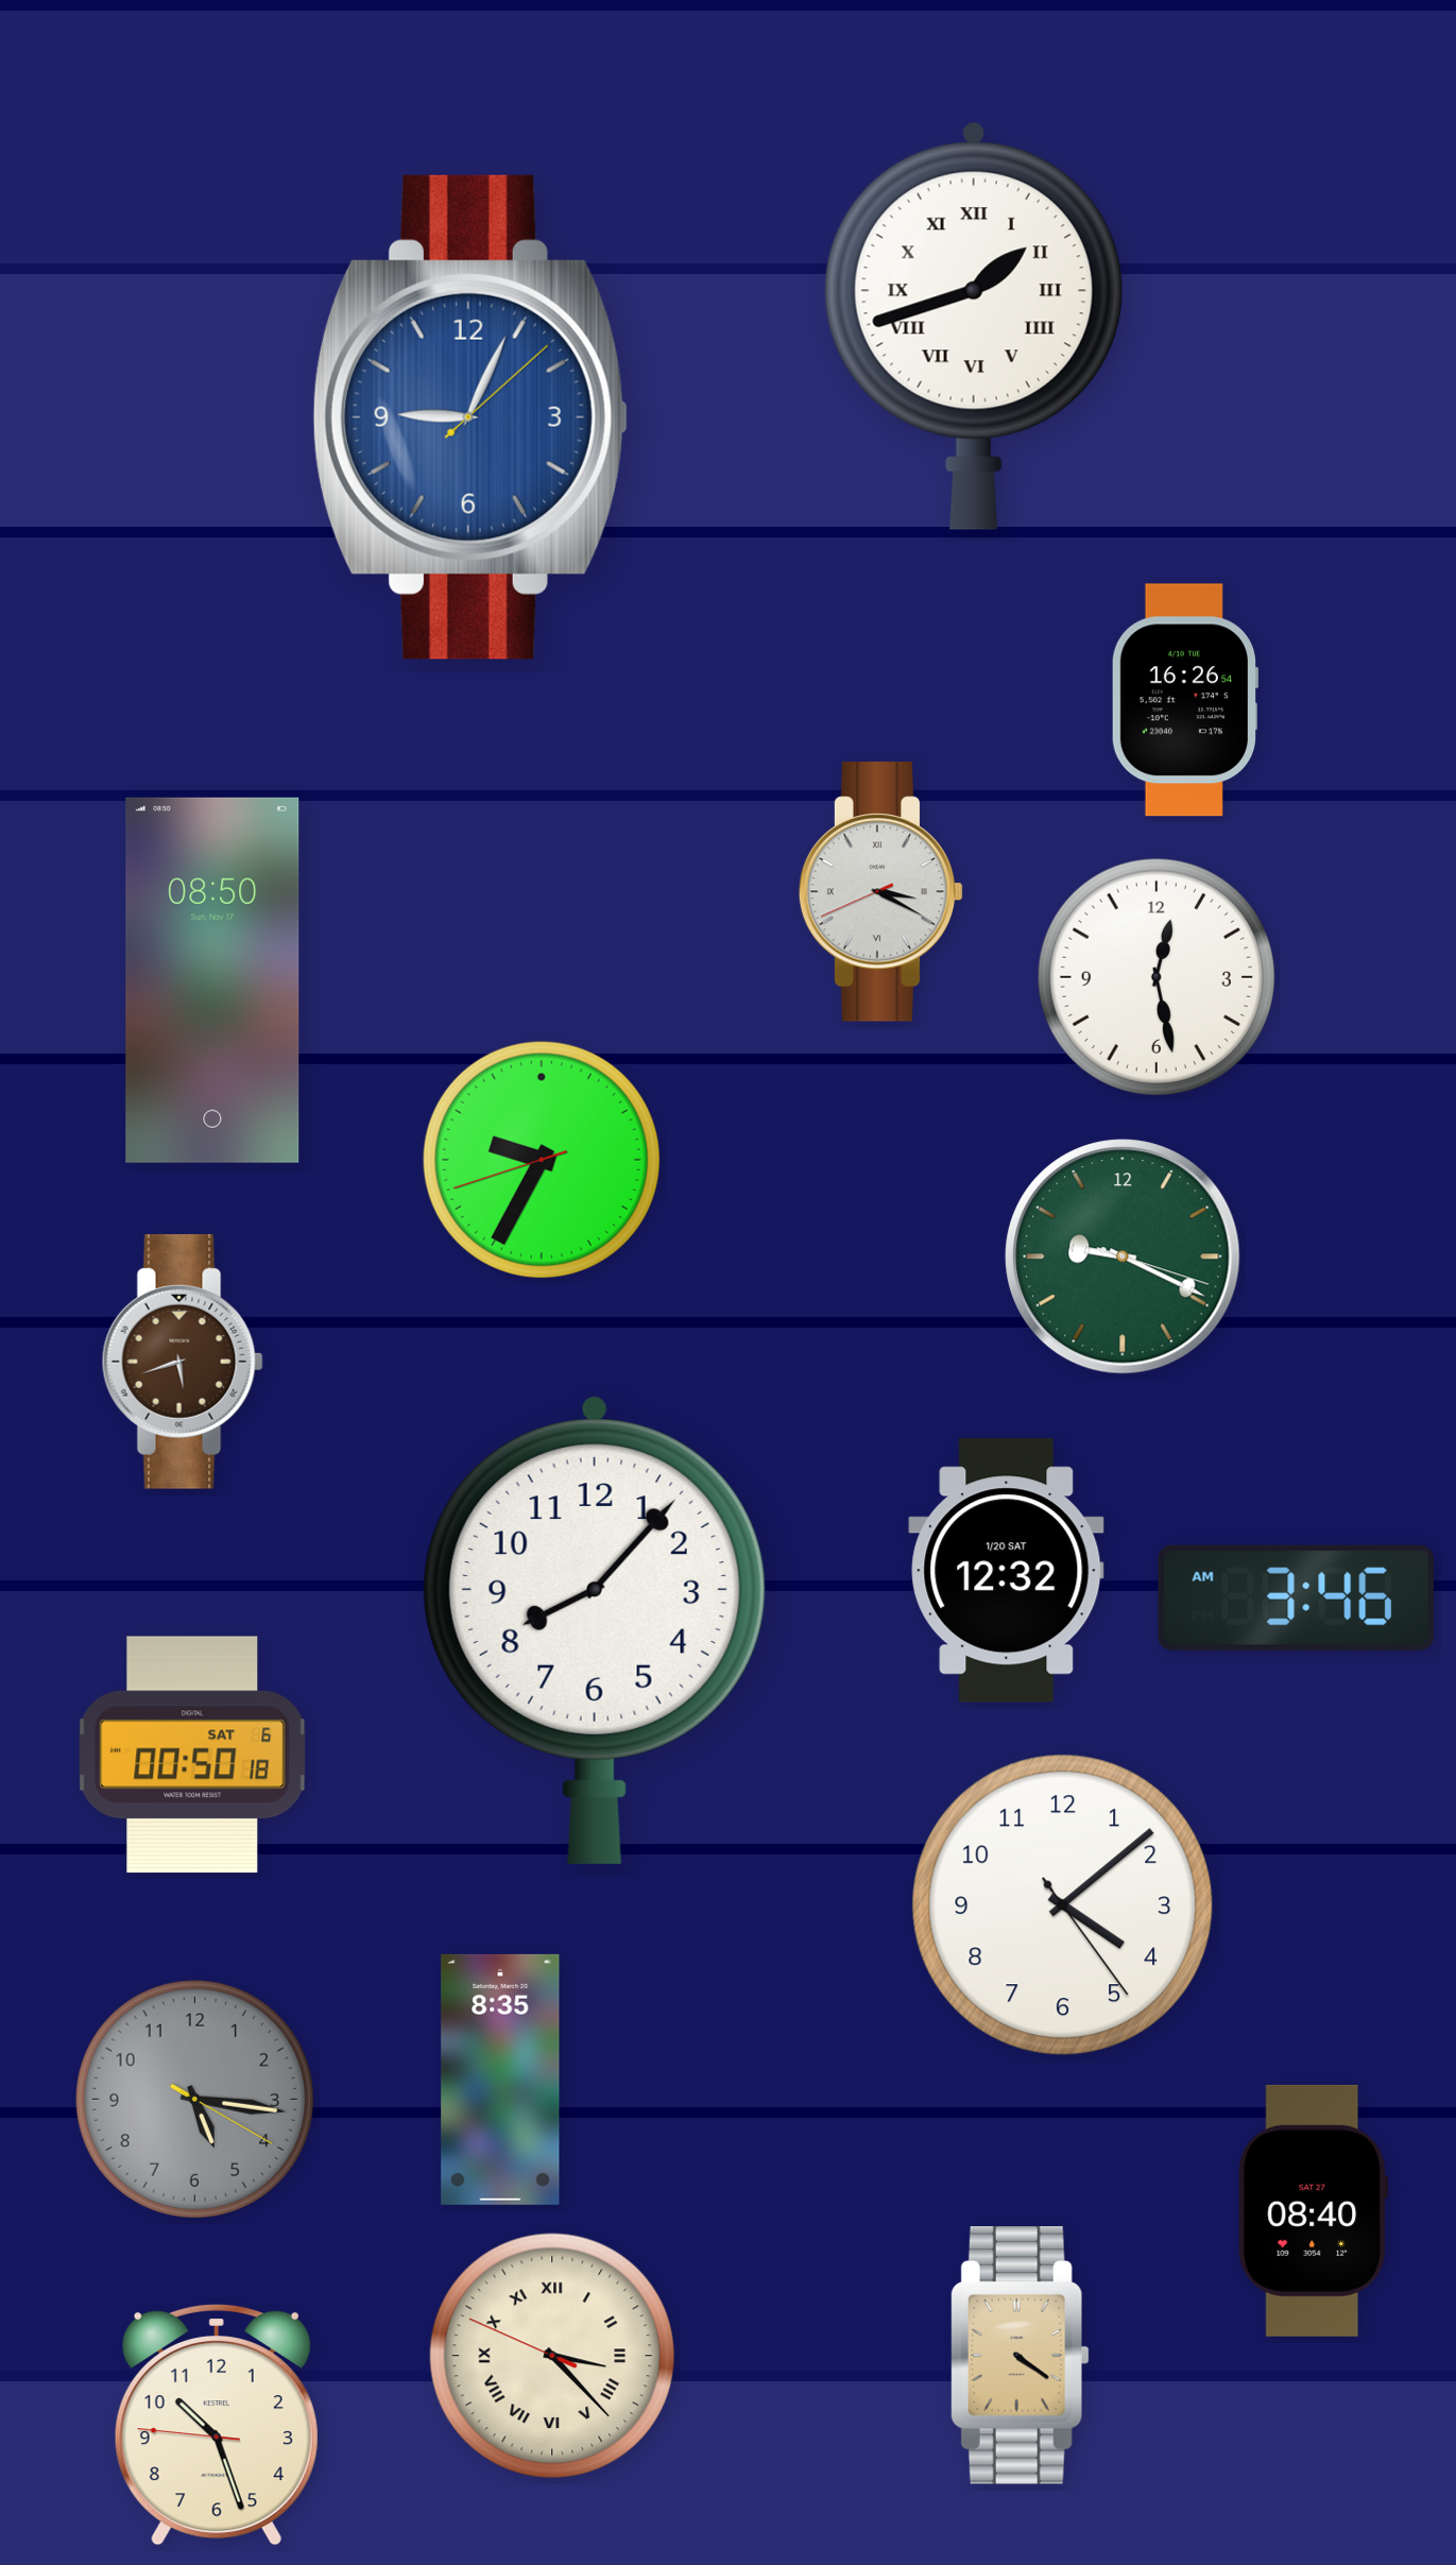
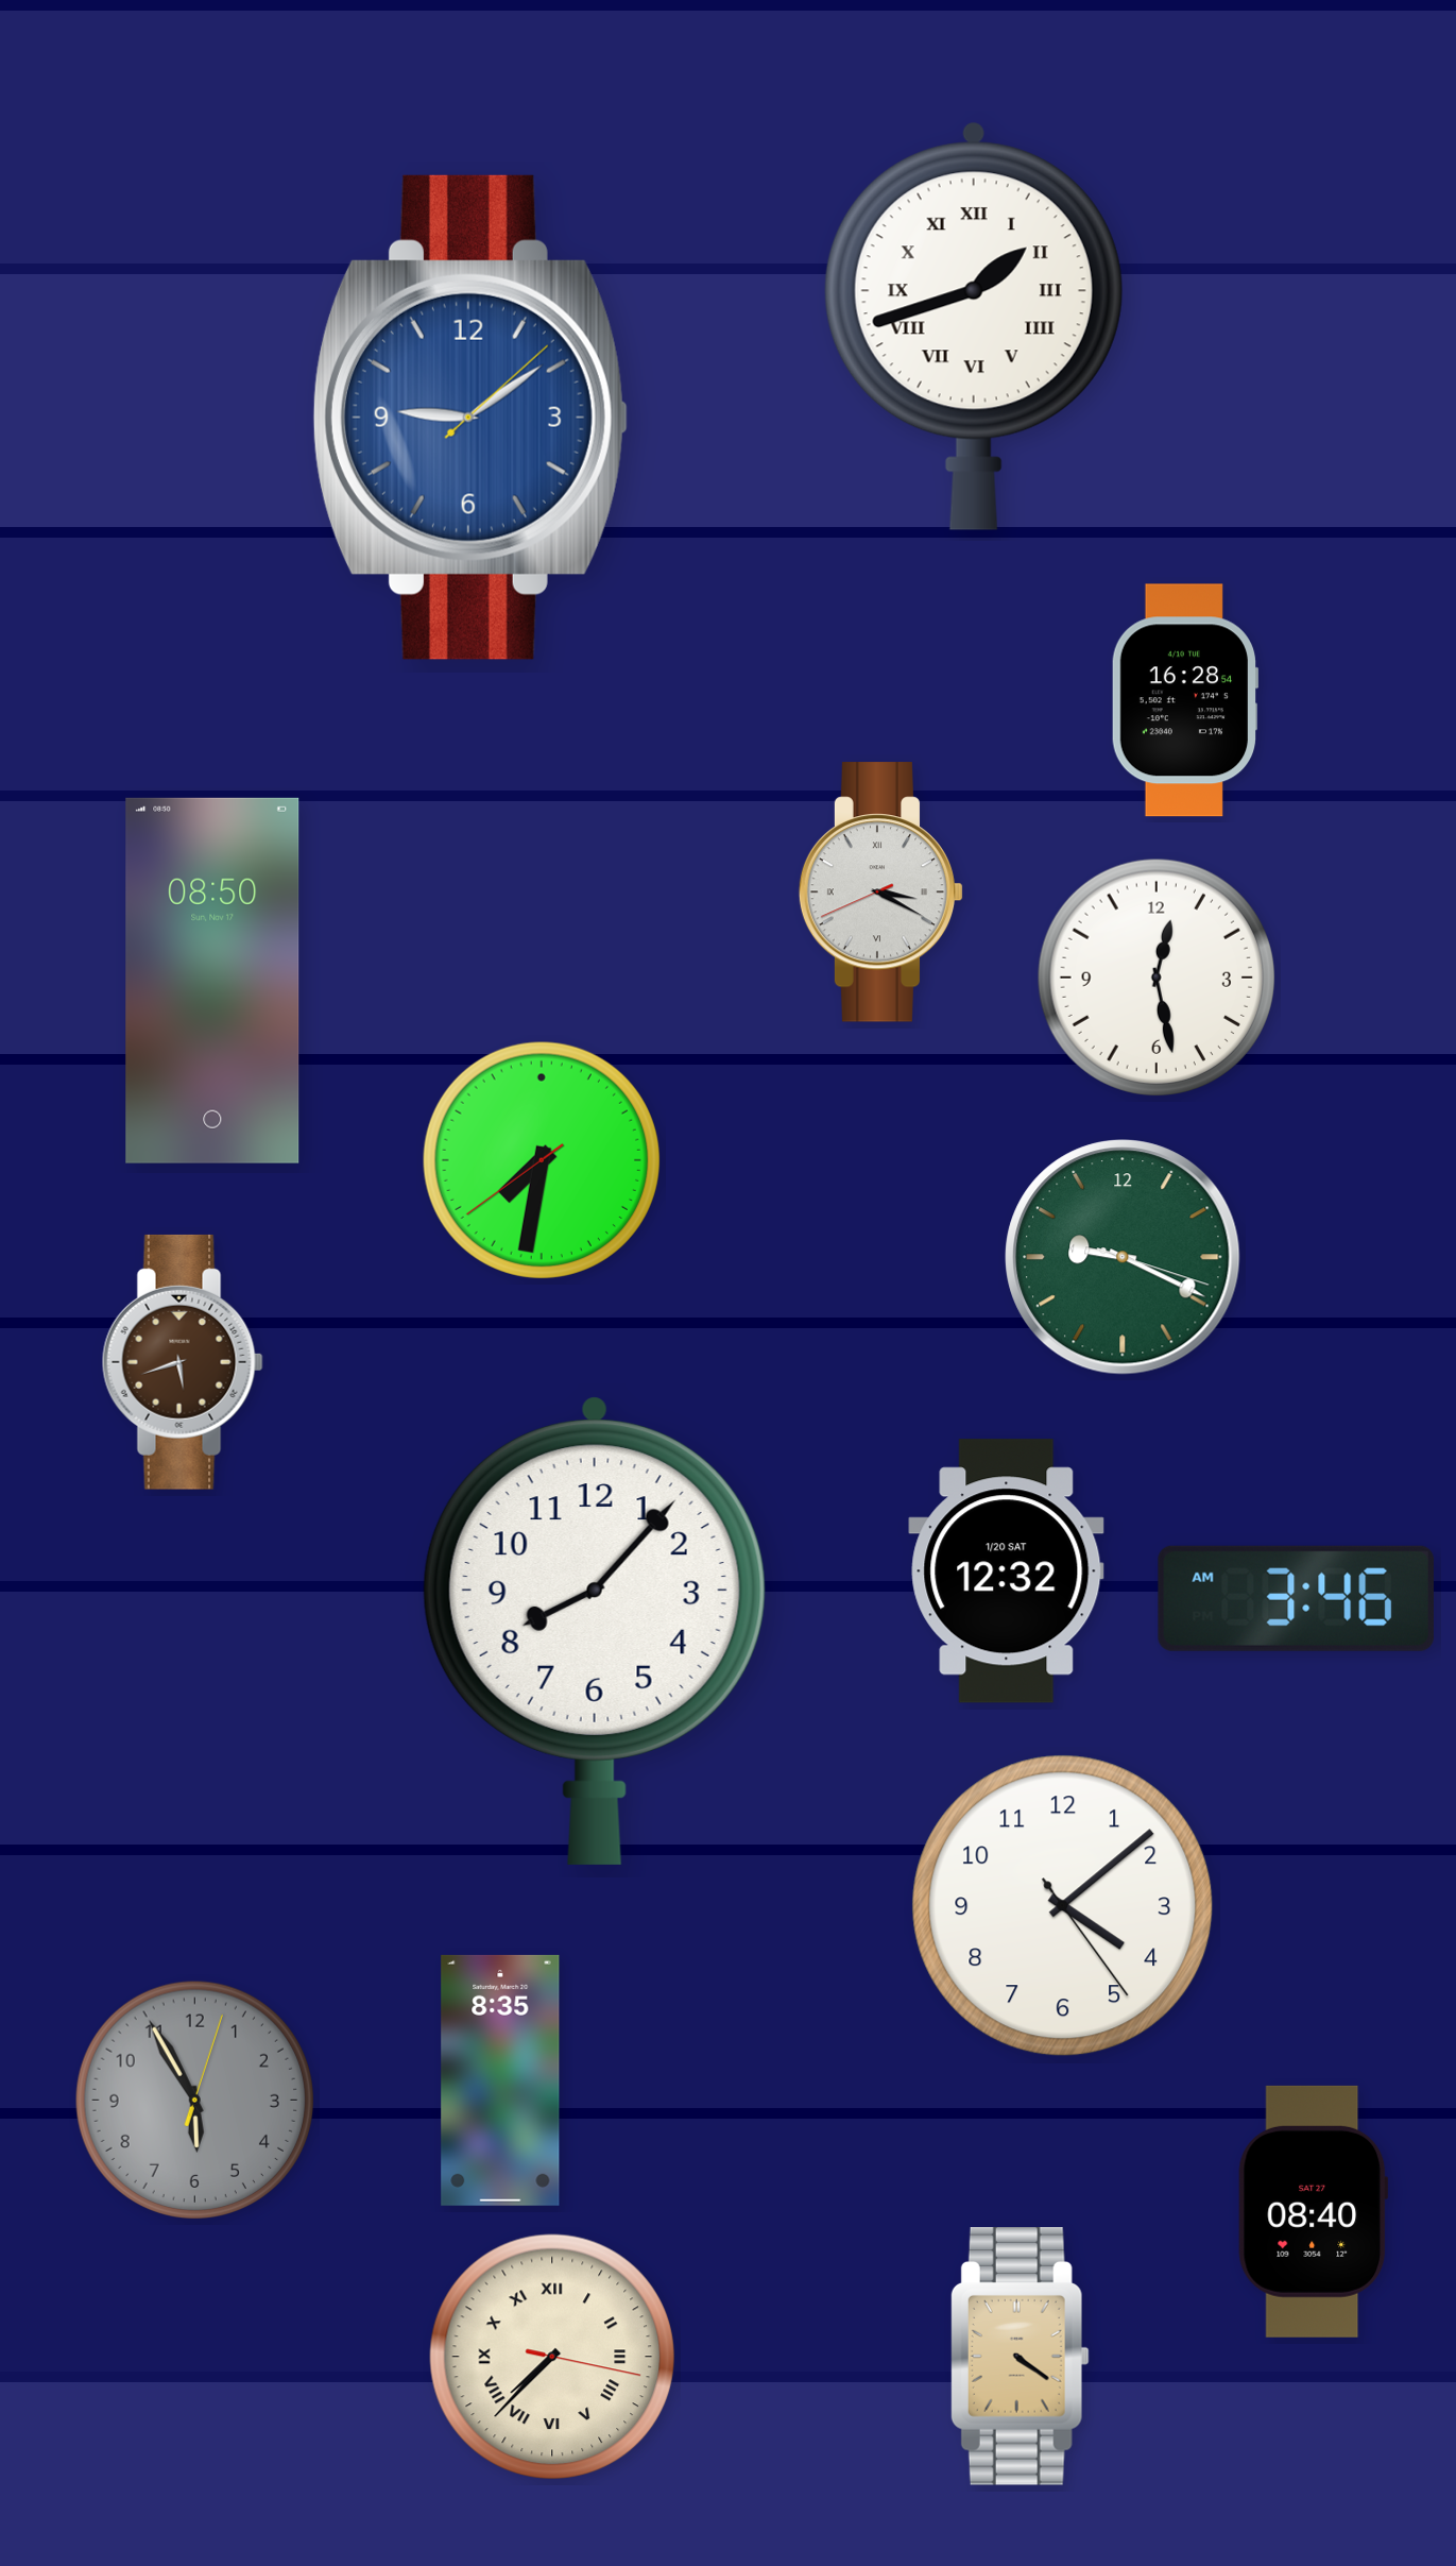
clock at (469, 417): 9:04 -> 9:09
clock at (1185, 700): 16:26 -> 16:28
clock at (541, 1159): 9:34 -> 7:31
clock at (192, 1755): 00:50 -> none
clock at (194, 2099): 5:16 -> 5:55
clock at (552, 2356): 3:22 -> 7:37
clock at (217, 2425): 10:26 -> none
